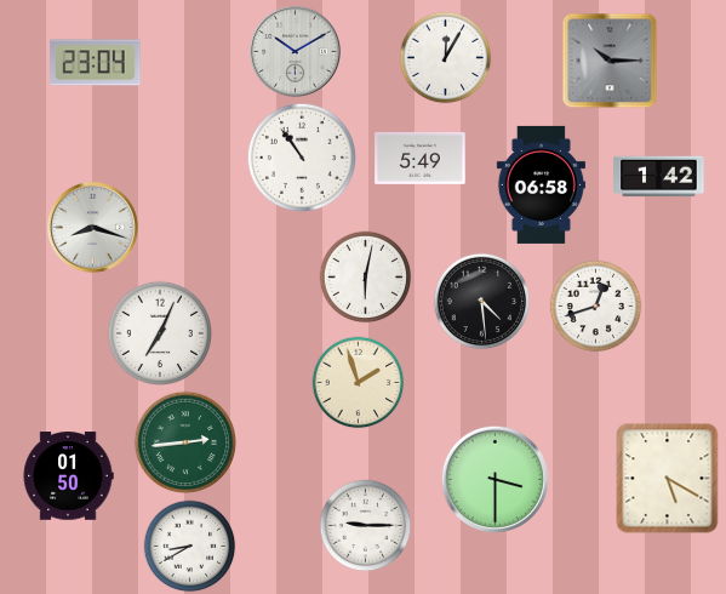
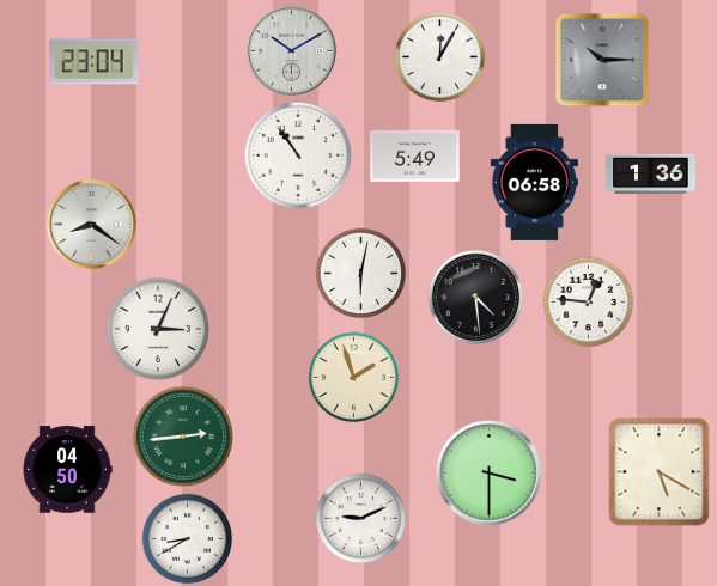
clock at (659, 177): 1:42 -> 1:36
clock at (92, 227): 8:18 -> 8:21
clock at (596, 307): 12:42 -> 12:46
clock at (159, 332): 7:04 -> 3:04
clock at (68, 476): 01:50 -> 04:50
clock at (366, 526): 9:15 -> 9:11
